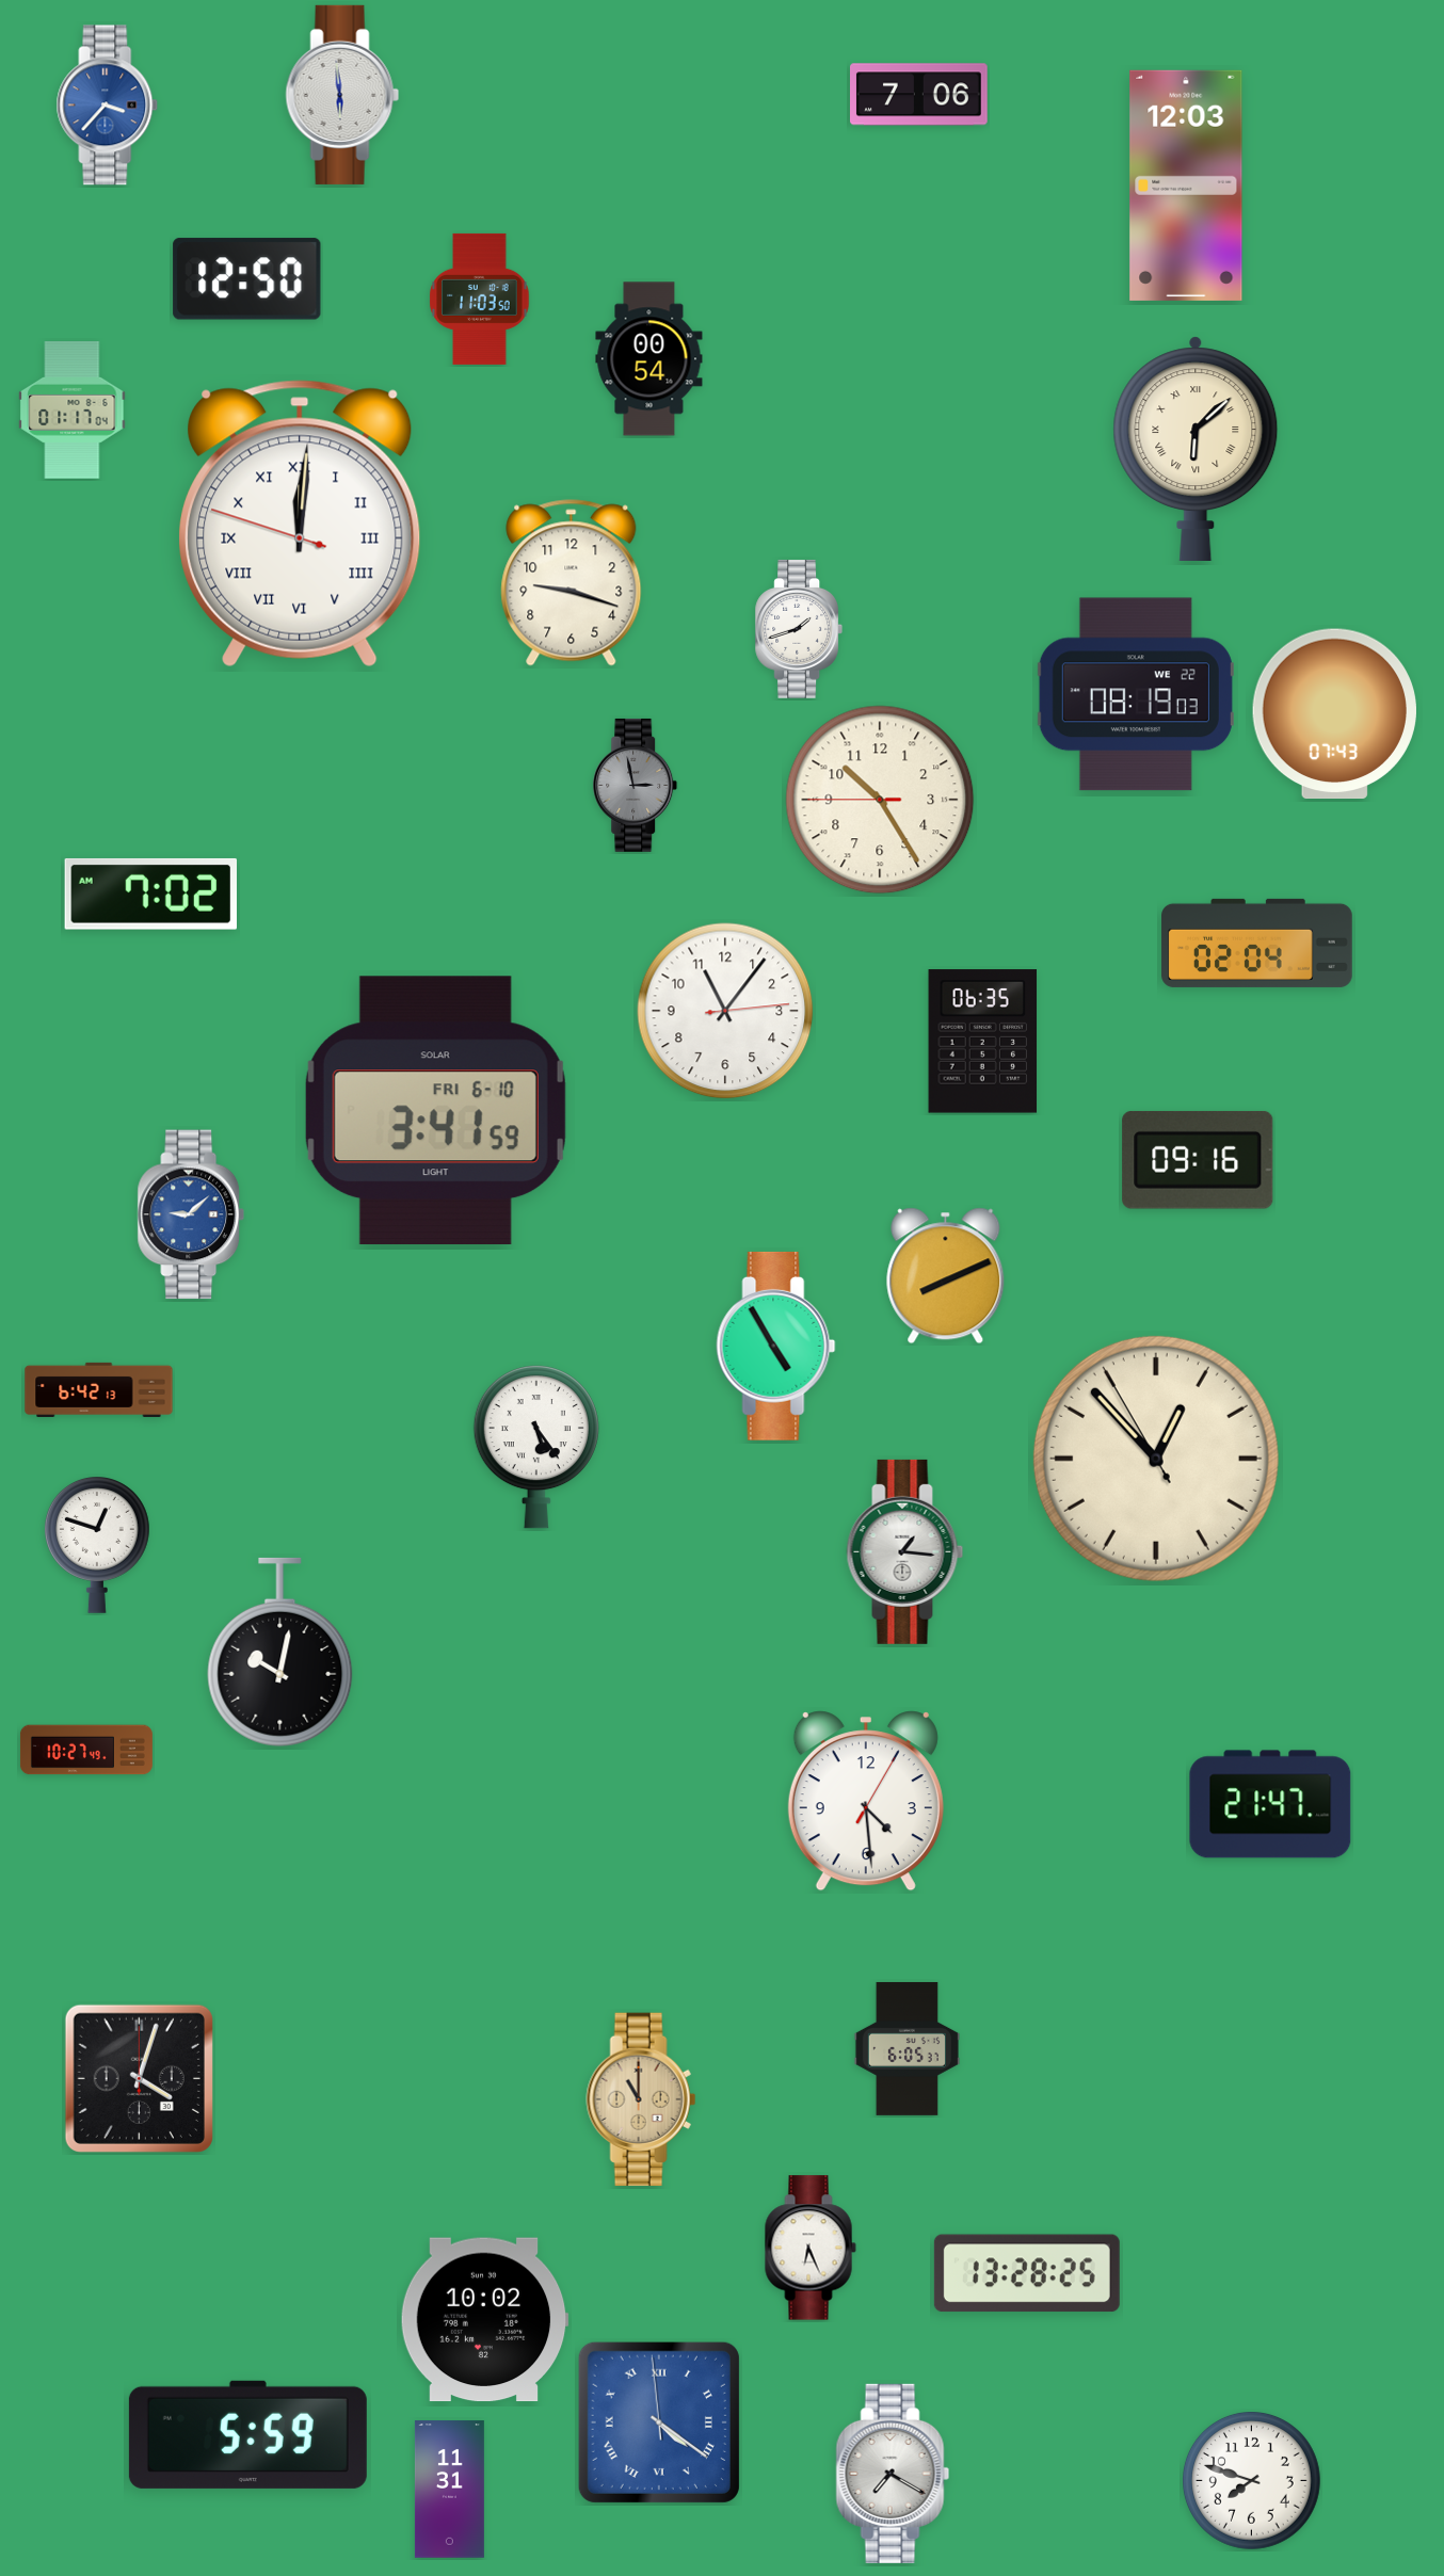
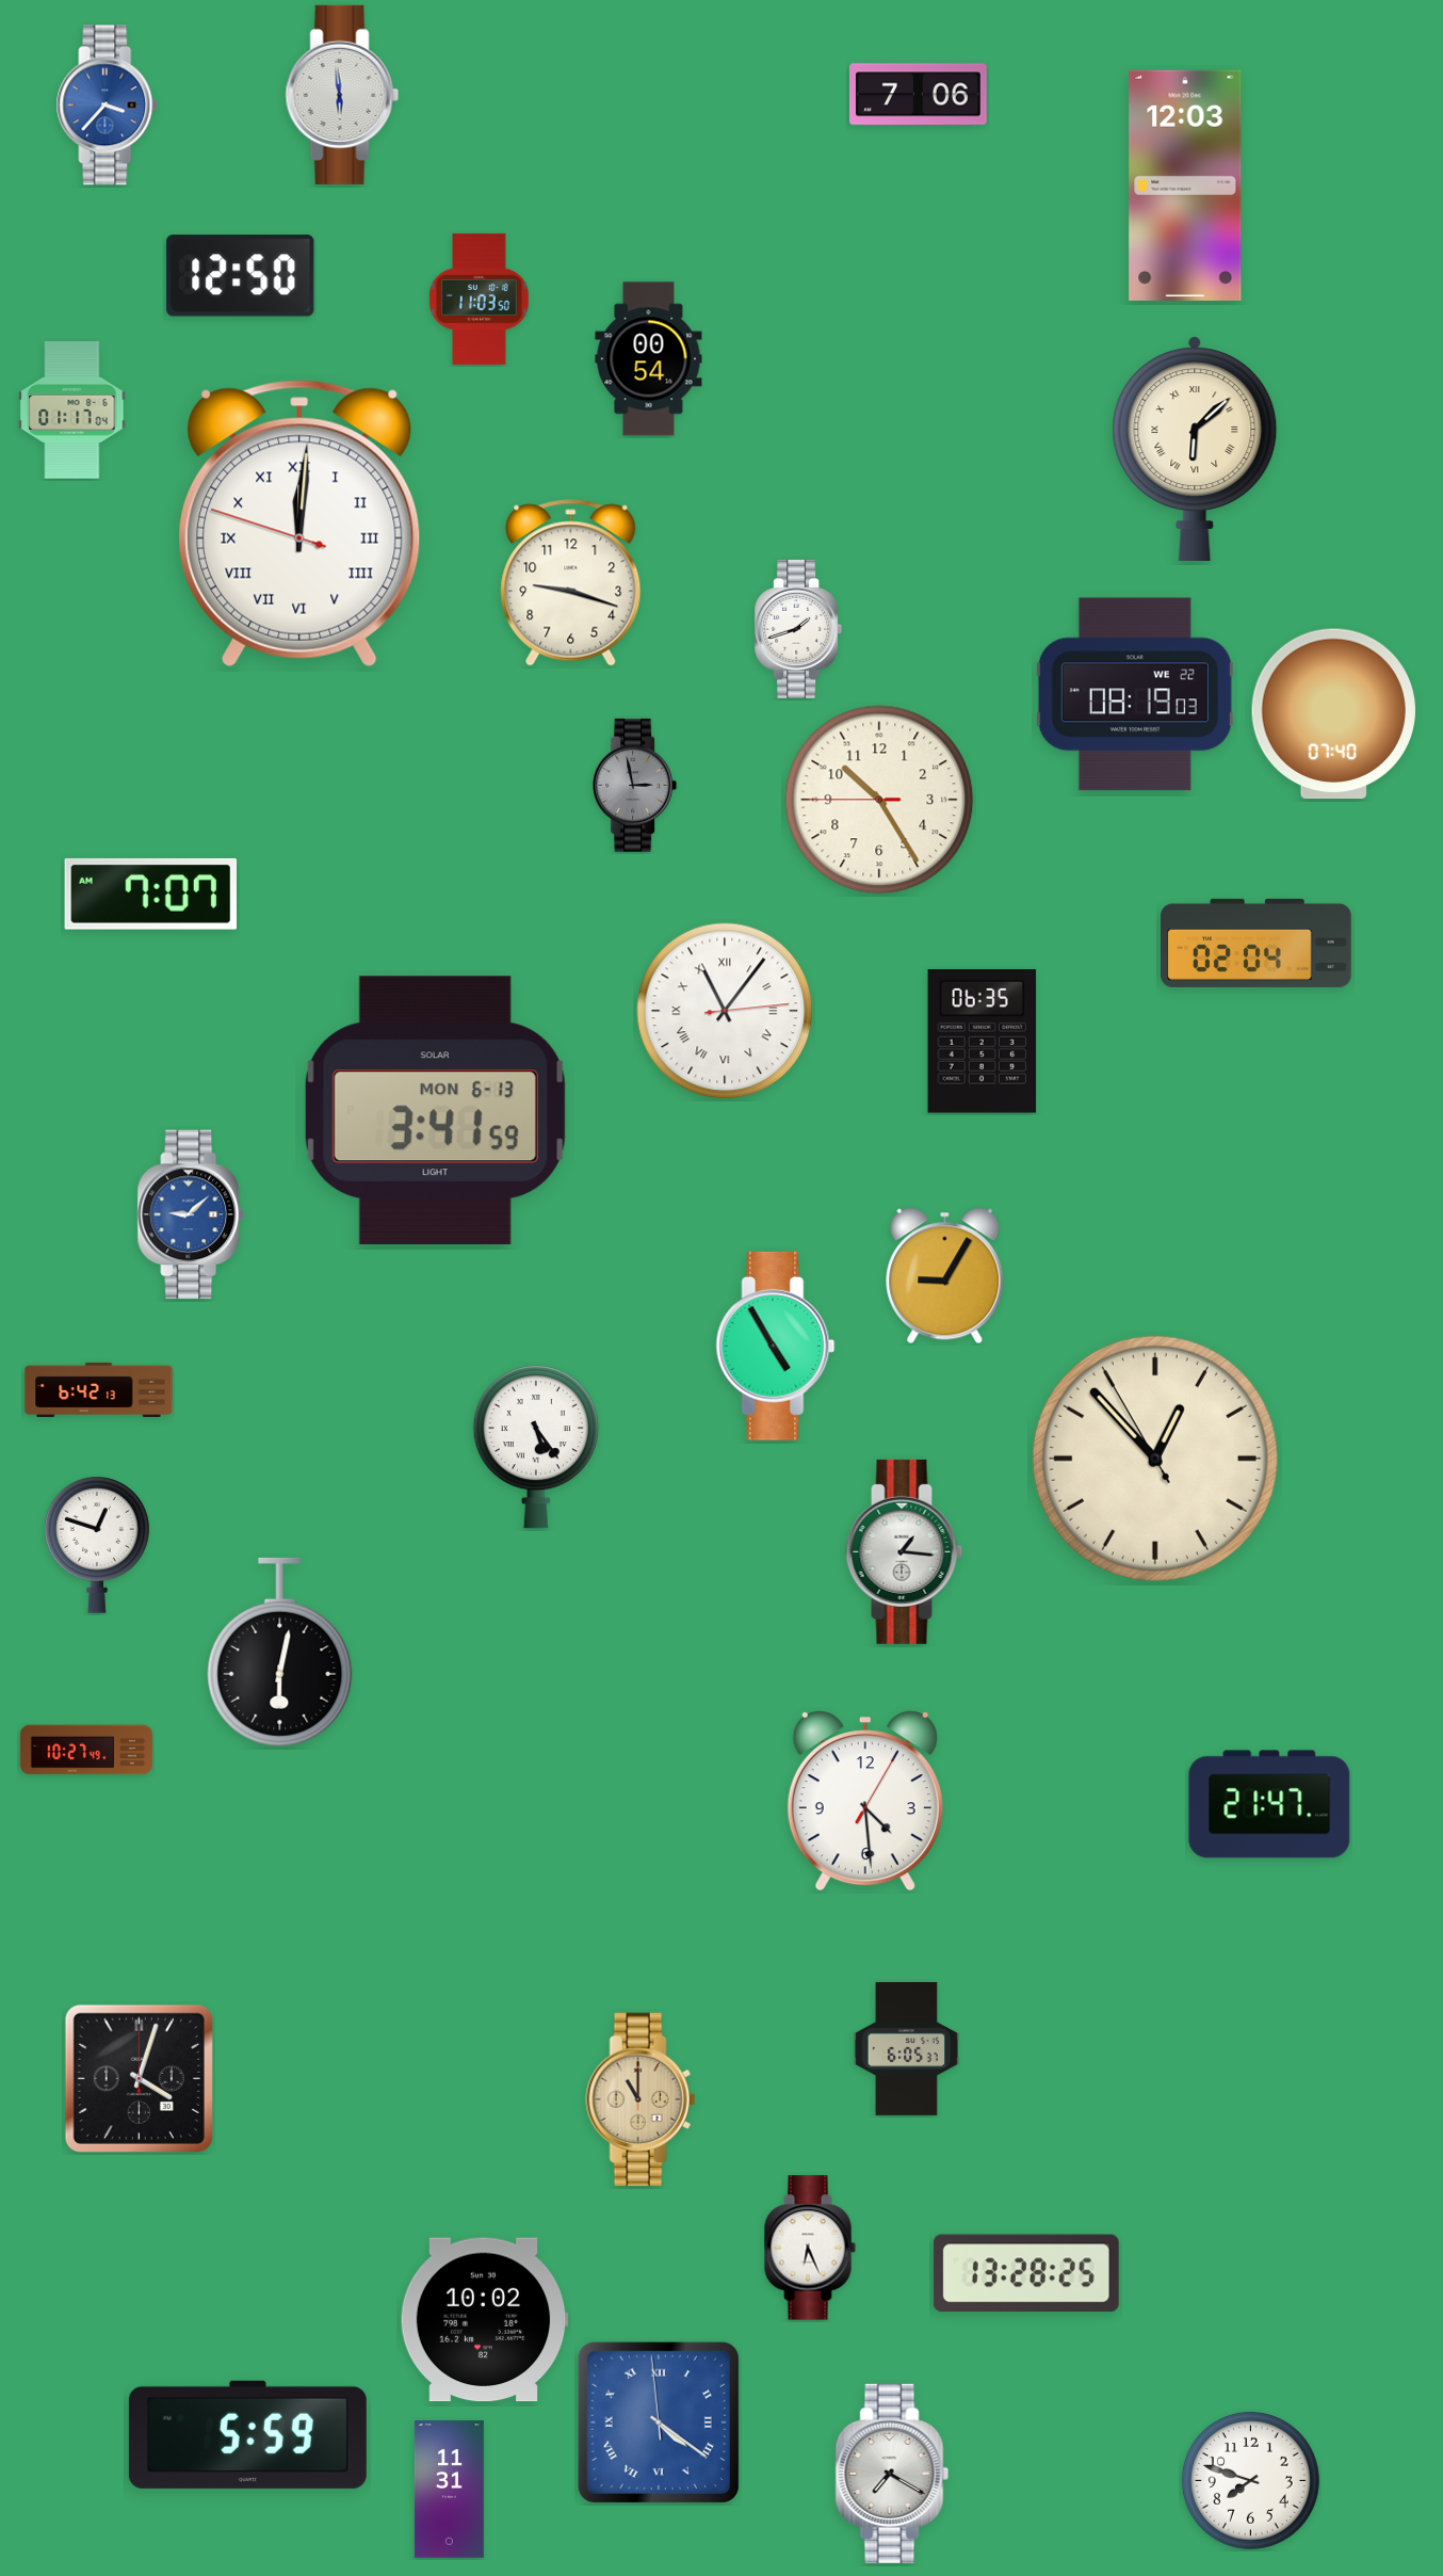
clock at (247, 279) position: (247, 279) -> (241, 276)
clock at (1334, 714): 07:43 -> 07:40
clock at (150, 895): 7:02 -> 7:07
clock at (725, 1011) numerals: Arabic -> Roman
clock at (435, 1111) date: FRI 6-10 -> MON 6-13
clock at (1198, 1160): 09:16 -> none
clock at (946, 1276): 8:11 -> 9:05
clock at (280, 1652): 10:02 -> 6:02
